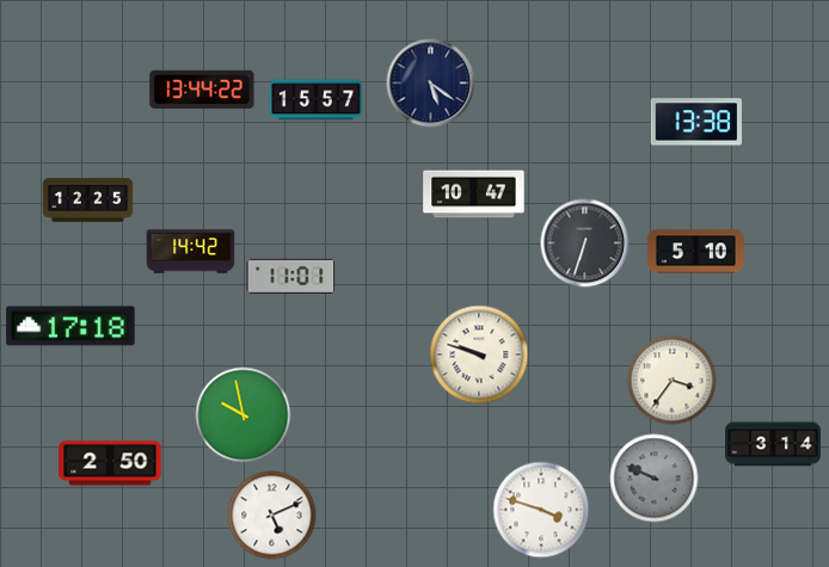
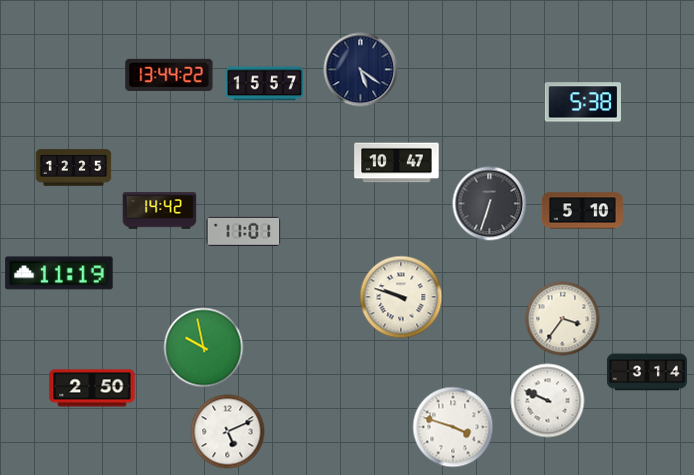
clock at (696, 122): 13:38 -> 5:38
clock at (70, 326): 17:18 -> 11:19
clock at (655, 479) dial: grey -> white
